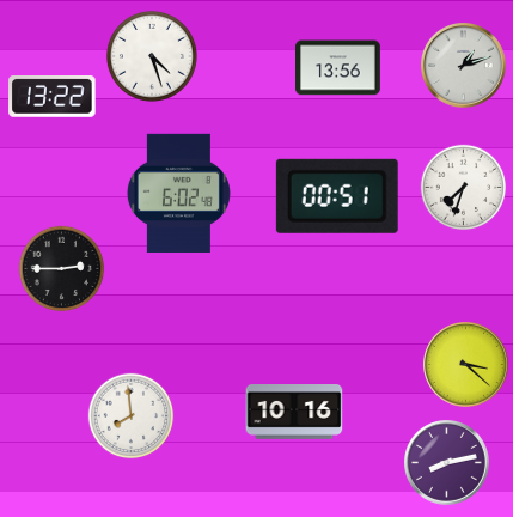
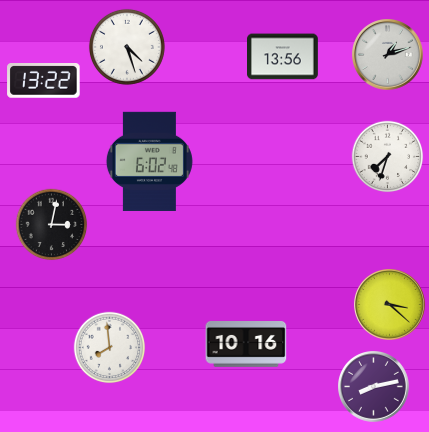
clock at (337, 196): 00:51 -> none
clock at (62, 269): 2:45 -> 3:02
